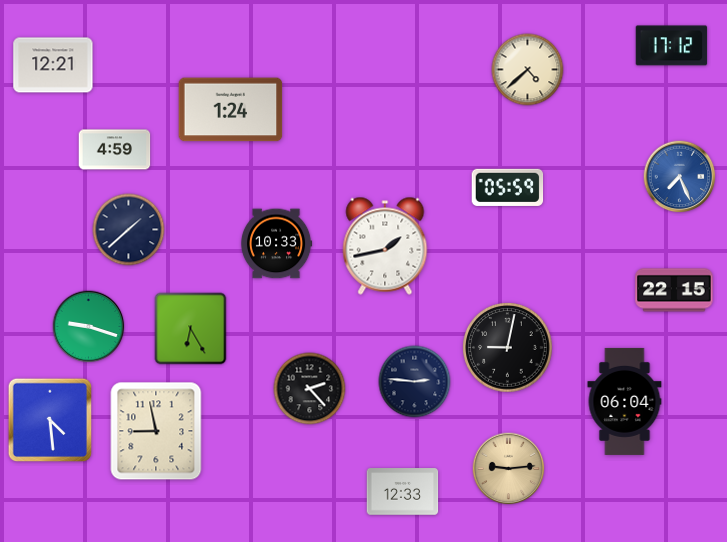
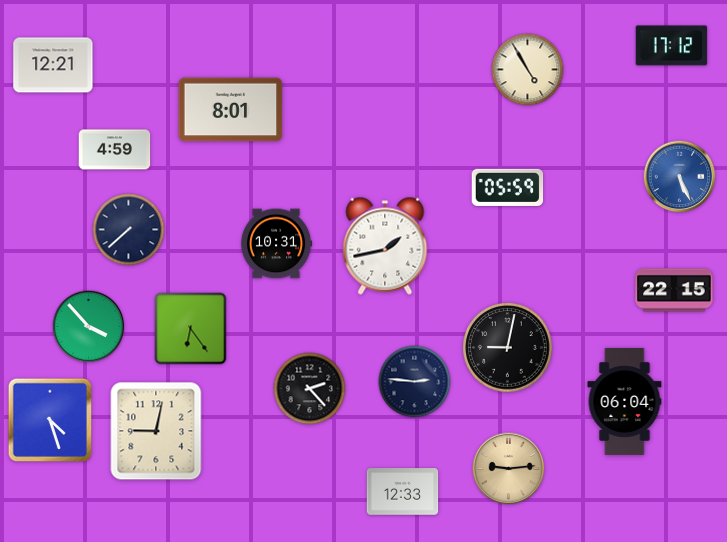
clock at (528, 70): 4:38 -> 4:55
clock at (231, 110): 1:24 -> 8:01
clock at (680, 177): 7:26 -> 5:26
clock at (129, 230): 1:38 -> 7:38
clock at (276, 244): 10:33 -> 10:31
clock at (89, 327): 9:18 -> 3:53
clock at (191, 329): 6:25 -> 6:24
clock at (49, 419): 4:29 -> 4:27
clock at (156, 431): 8:58 -> 9:02
